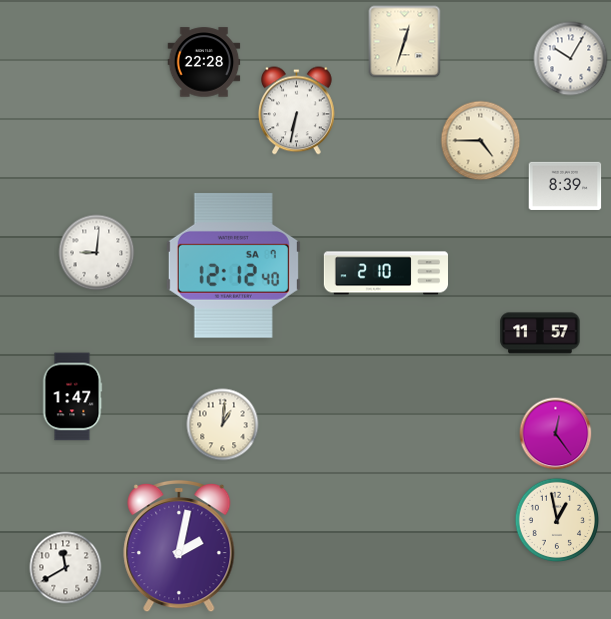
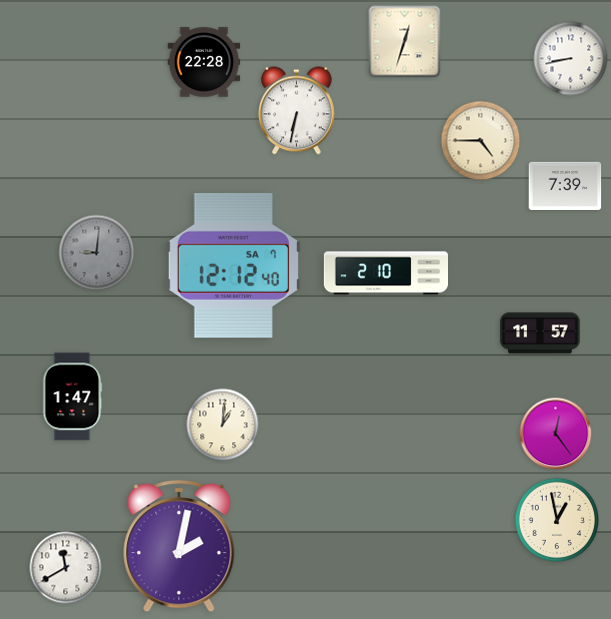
clock at (571, 59): 10:05 -> 8:43
clock at (565, 186): 8:39 -> 7:39
clock at (97, 253) dial: white -> grey
